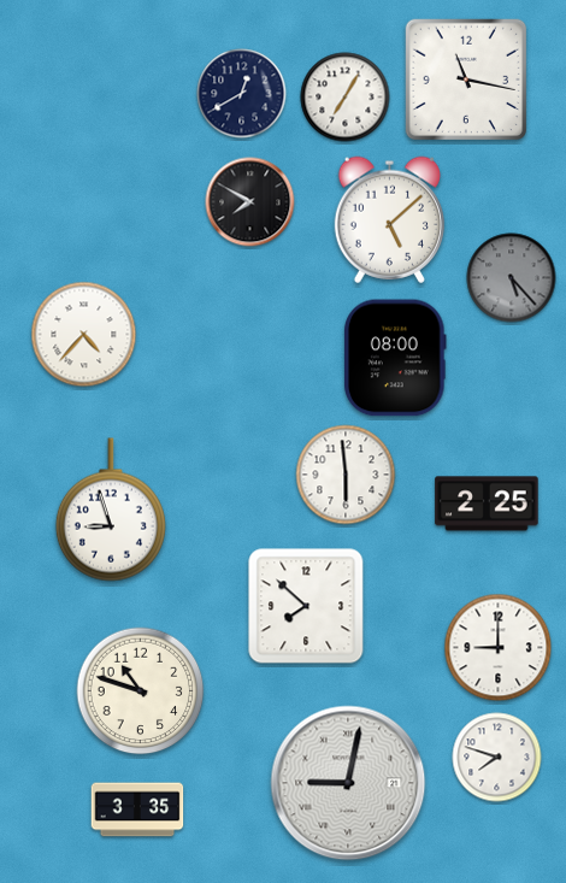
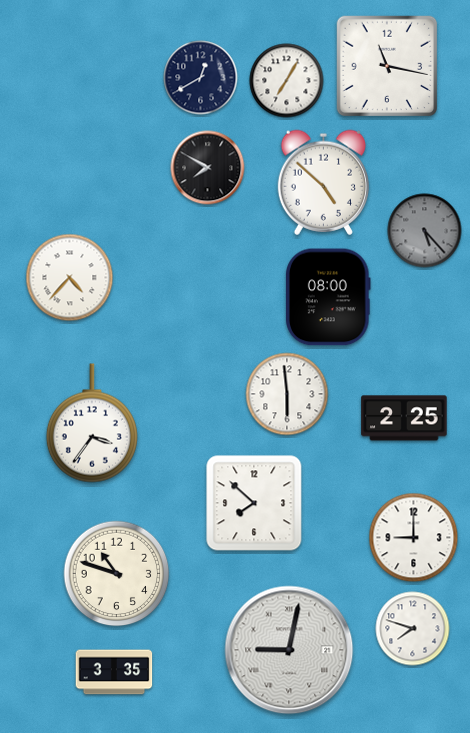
clock at (389, 219): 5:08 -> 4:52
clock at (111, 510): 8:57 -> 3:36
